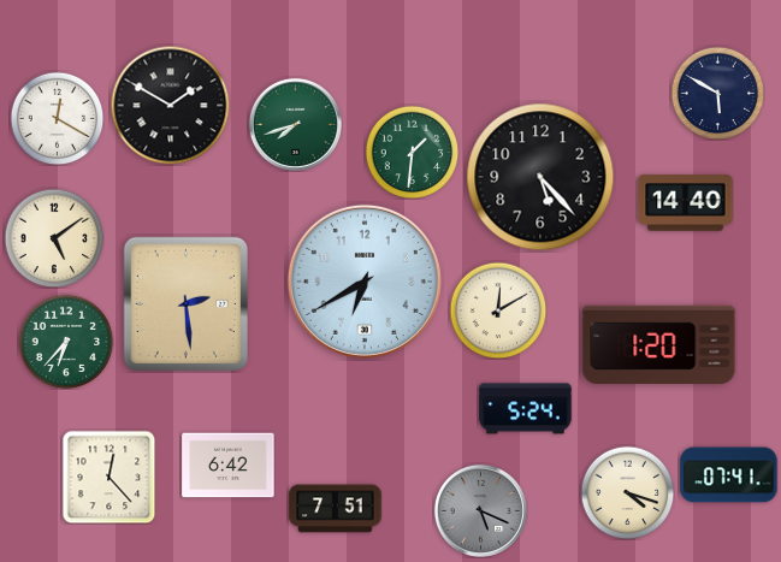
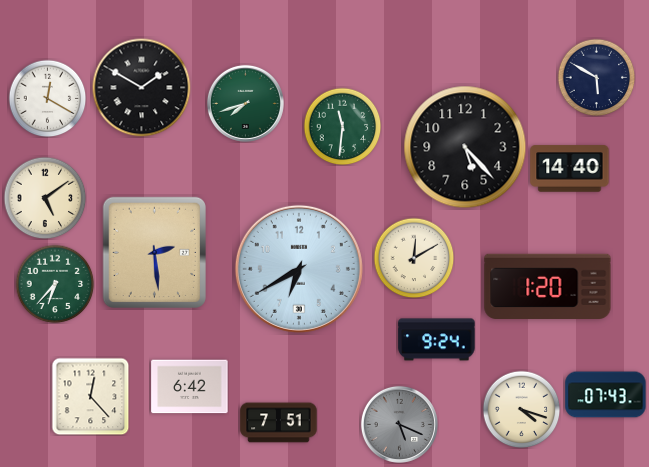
clock at (412, 152): 1:31 -> 11:31
clock at (540, 177) position: (540, 177) -> (465, 147)
clock at (365, 282) position: (365, 282) -> (299, 269)
clock at (526, 409): 5:24 -> 9:24
clock at (729, 475): 07:41 -> 07:43
